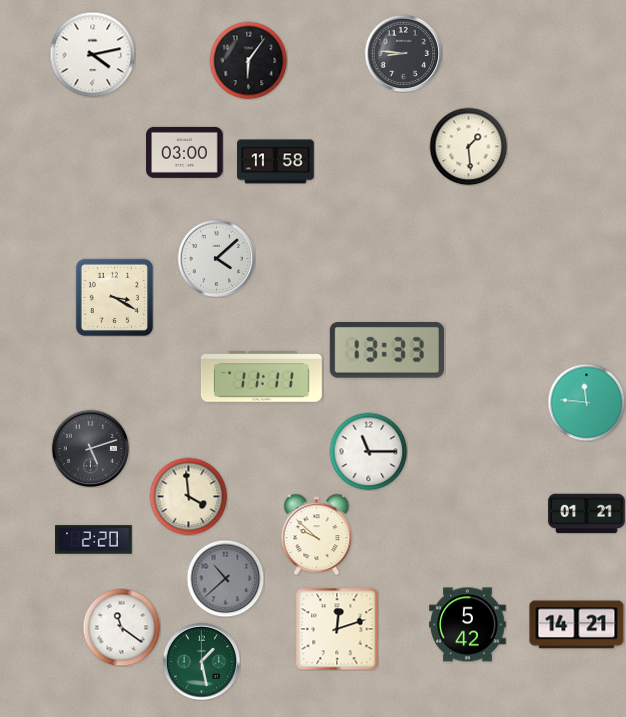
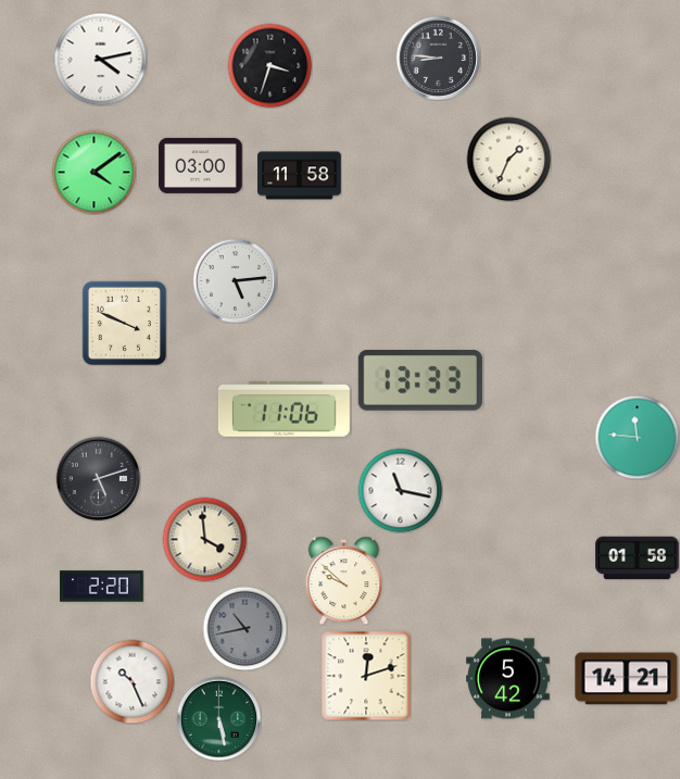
clock at (248, 60): 6:06 -> 3:33
clock at (468, 146): 1:29 -> 1:34
clock at (93, 172): none -> 4:09
clock at (216, 258): 4:08 -> 5:14
clock at (114, 297): 3:20 -> 3:49
clock at (261, 377): 11:11 -> 11:06
clock at (90, 448) position: (90, 448) -> (98, 478)
clock at (368, 451): 11:15 -> 11:17
clock at (587, 514): 01:21 -> 01:58
clock at (225, 578): 10:38 -> 10:43
clock at (121, 627): 11:21 -> 10:26
clock at (337, 629) position: (337, 629) -> (366, 676)
clock at (201, 661): 1:28 -> 5:28
